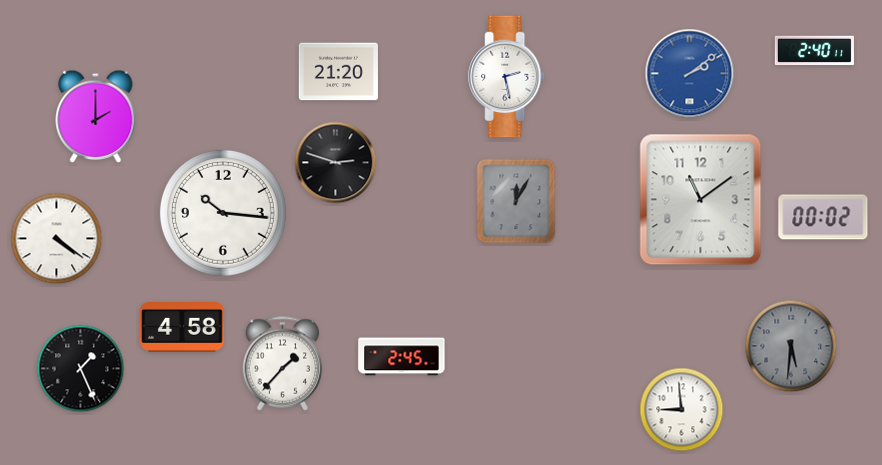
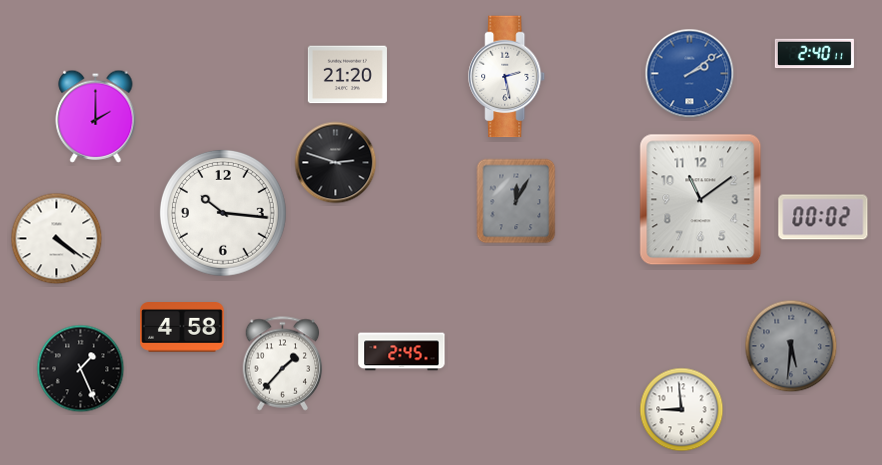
clock at (814, 51) position: (814, 51) -> (814, 54)
clock at (338, 72) position: (338, 72) -> (347, 75)
clock at (402, 357) position: (402, 357) -> (402, 352)
